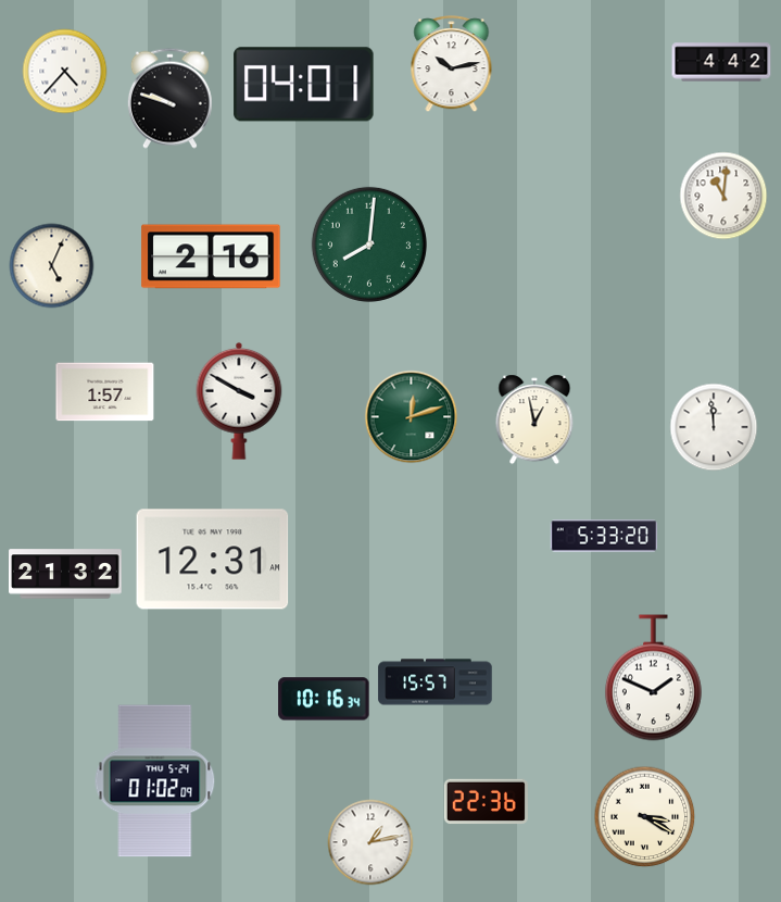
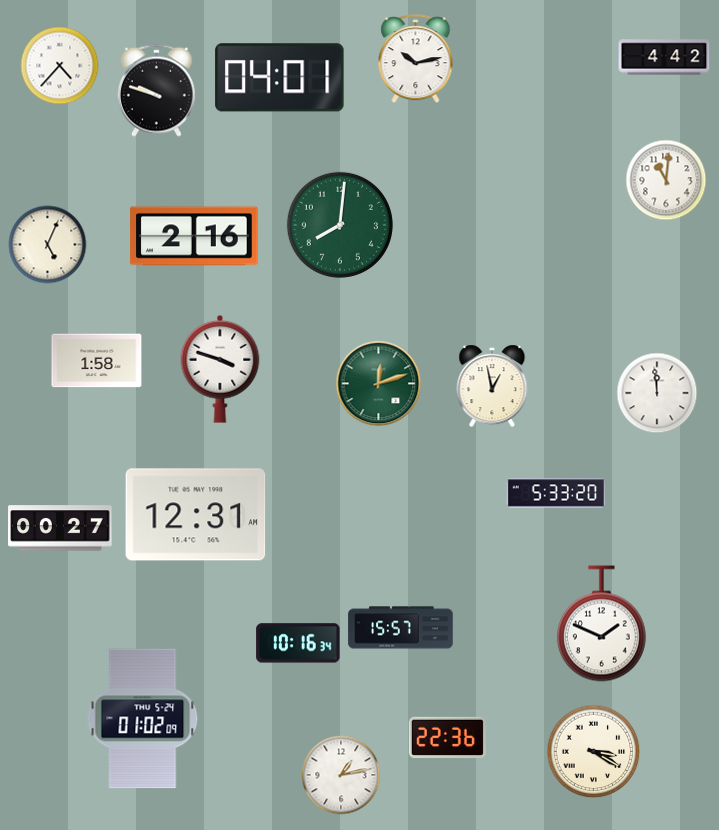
clock at (105, 392): 1:57 -> 1:58
clock at (239, 401): 3:50 -> 3:48
clock at (65, 574): 21:32 -> 00:27
